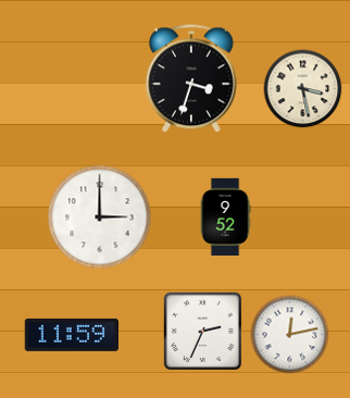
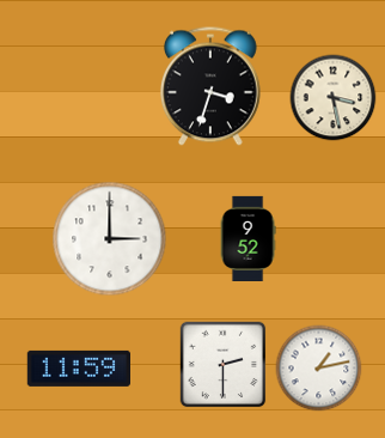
clock at (203, 332): 2:34 -> 2:30
clock at (290, 335): 12:13 -> 1:13
